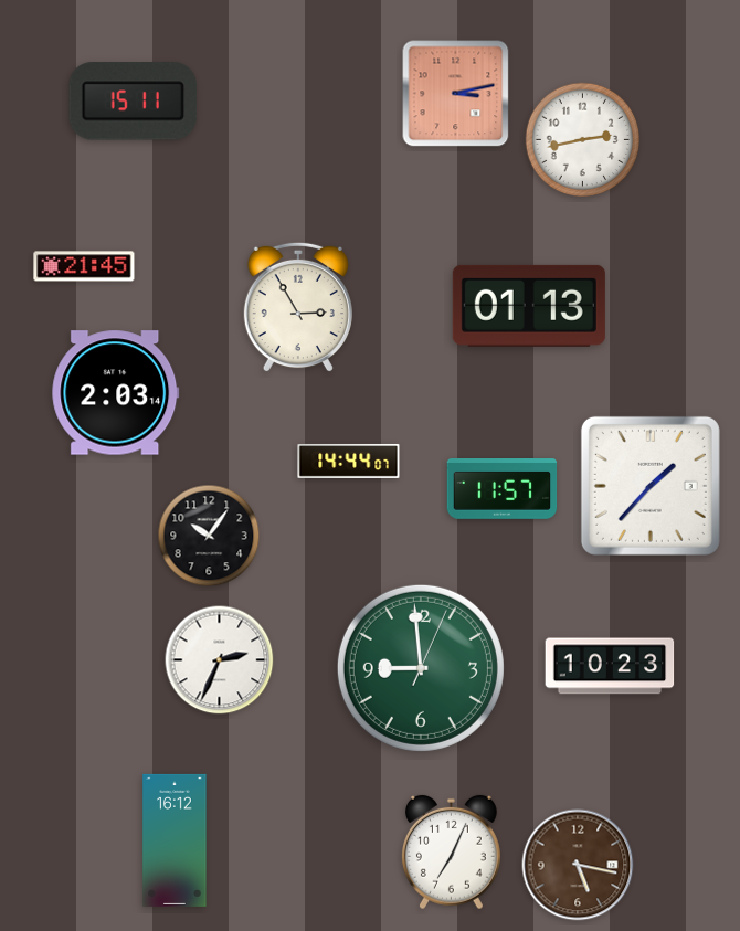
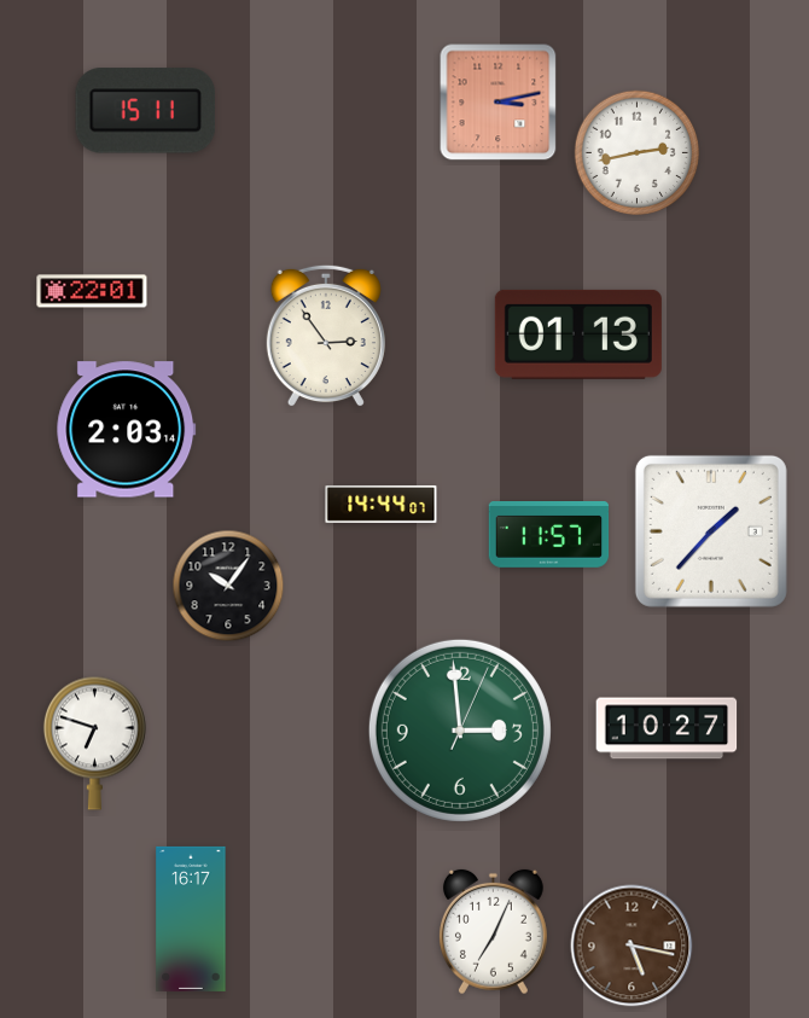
clock at (84, 266): 21:45 -> 22:01
clock at (298, 307): 2:55 -> 2:54
clock at (220, 660): 2:34 -> none
clock at (610, 666): 10:23 -> 10:27
clock at (421, 668): 8:59 -> 2:59
clock at (94, 743): none -> 6:48
clock at (175, 840): 16:12 -> 16:17
